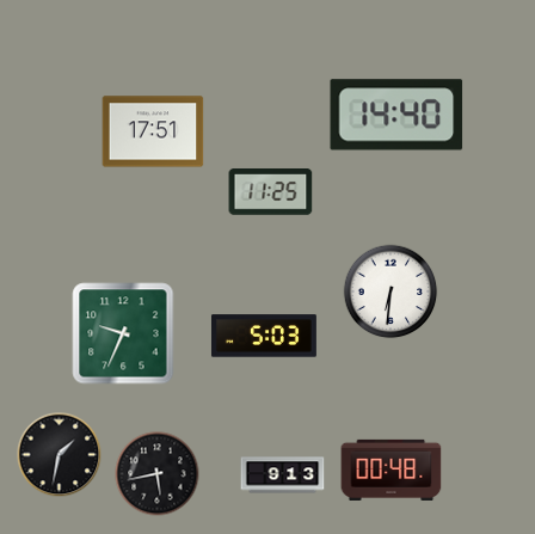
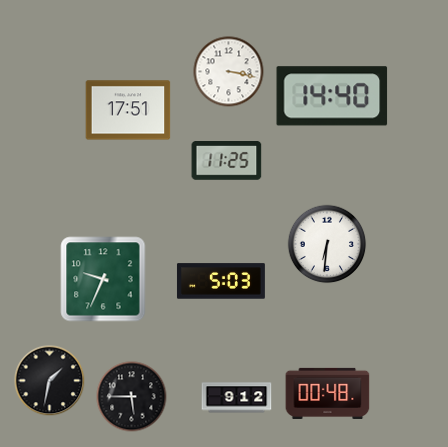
clock at (229, 72): none -> 3:17
clock at (158, 474): 5:43 -> 5:45
clock at (283, 475): 9:13 -> 9:12
